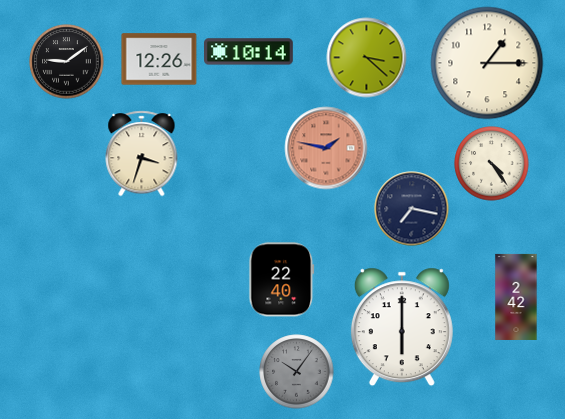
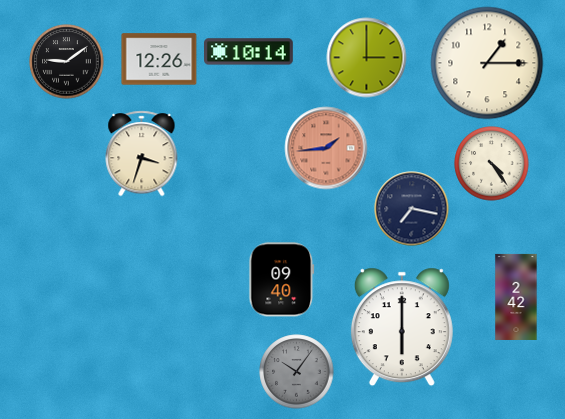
clock at (367, 58): 3:22 -> 3:00
clock at (326, 148): 1:47 -> 1:44
clock at (282, 280): 22:40 -> 09:40
